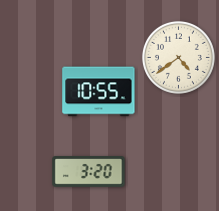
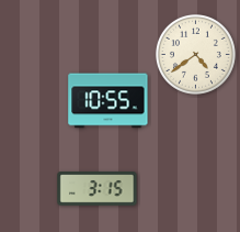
clock at (178, 57) position: (178, 57) -> (195, 54)
clock at (89, 172): 3:20 -> 3:15
